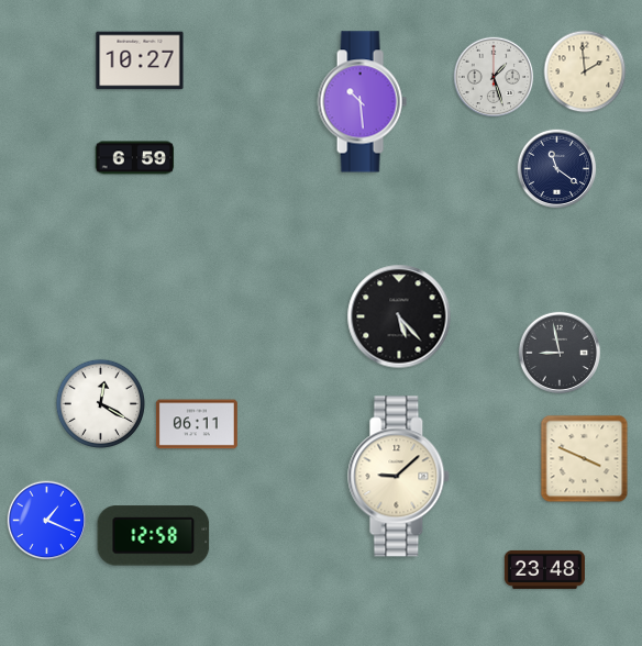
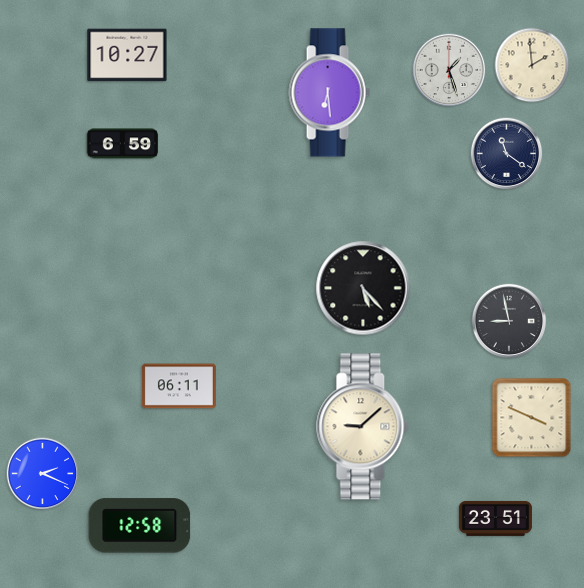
clock at (362, 102): 10:29 -> 6:29
clock at (100, 403): 12:20 -> none
clock at (399, 477) position: (399, 477) -> (363, 427)
clock at (47, 521): 1:19 -> 2:19
clock at (154, 536) position: (154, 536) -> (140, 526)
clock at (544, 569): 23:48 -> 23:51
